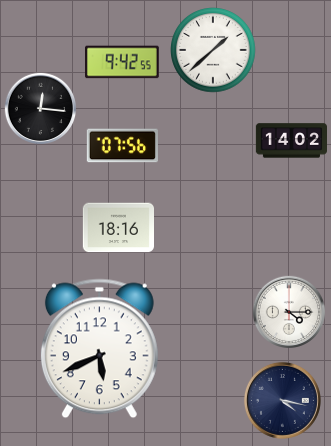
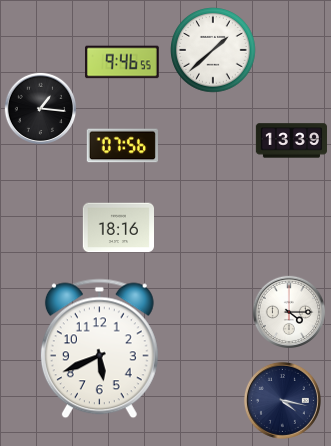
clock at (123, 62): 9:42 -> 9:46
clock at (40, 108): 12:16 -> 1:16
clock at (291, 141): 14:02 -> 13:39
